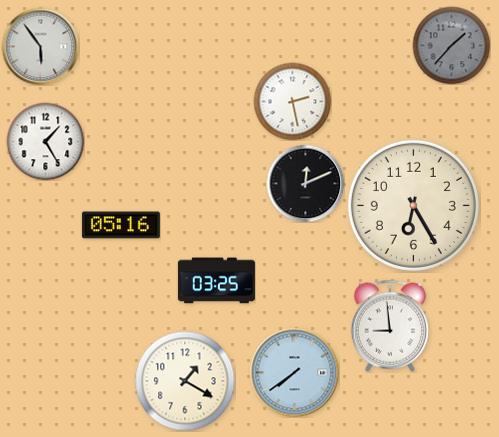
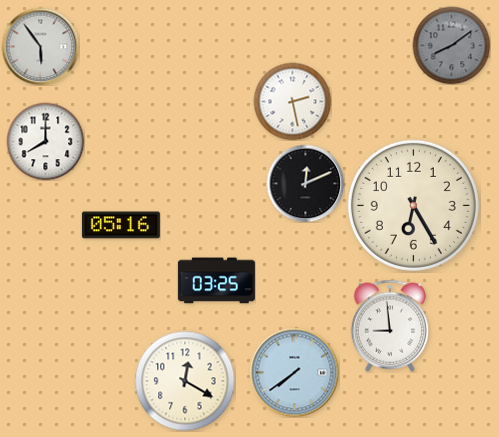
clock at (451, 45): 1:37 -> 8:09
clock at (45, 141): 1:25 -> 8:00
clock at (185, 381): 1:20 -> 12:20
